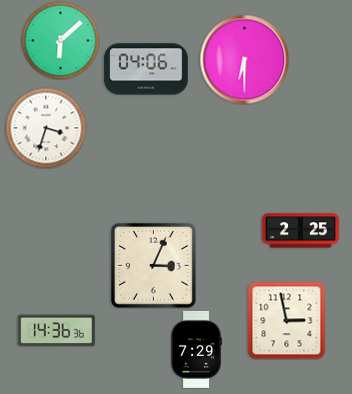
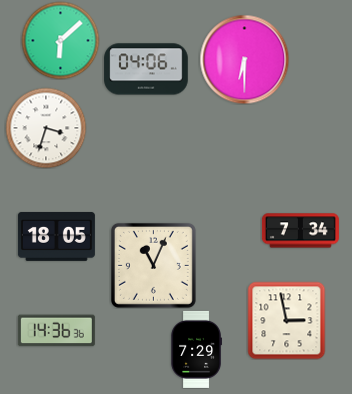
clock at (300, 231): 2:25 -> 7:34
clock at (56, 236): none -> 18:05
clock at (153, 265): 3:04 -> 11:04
